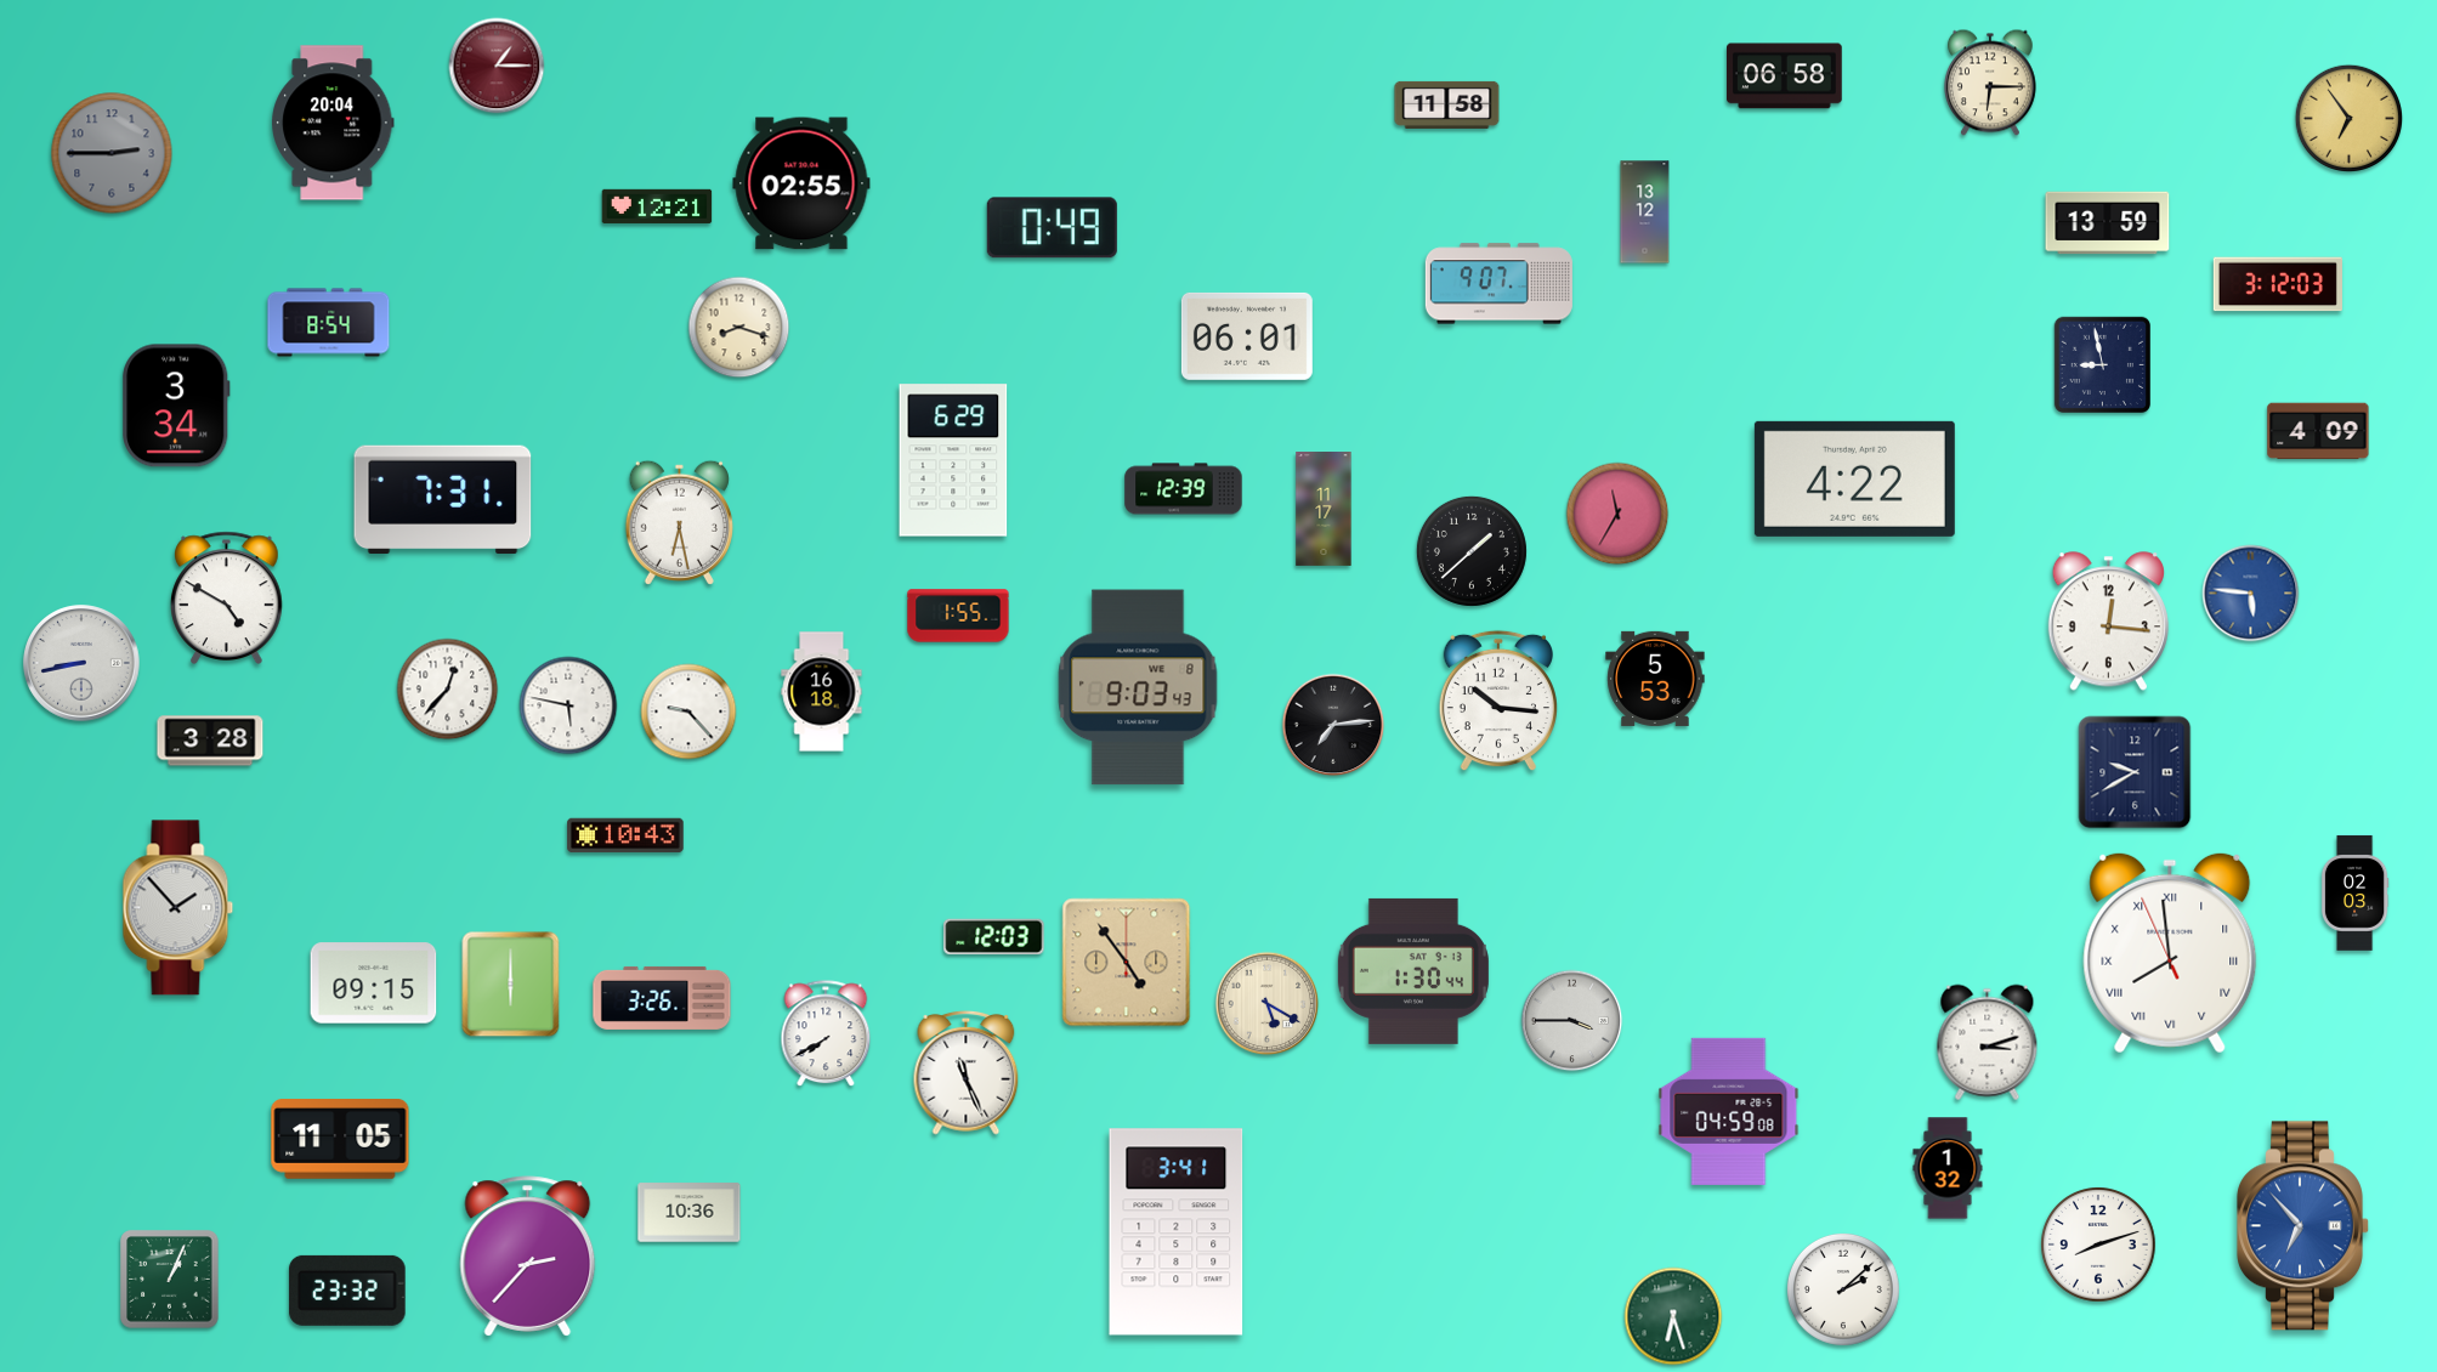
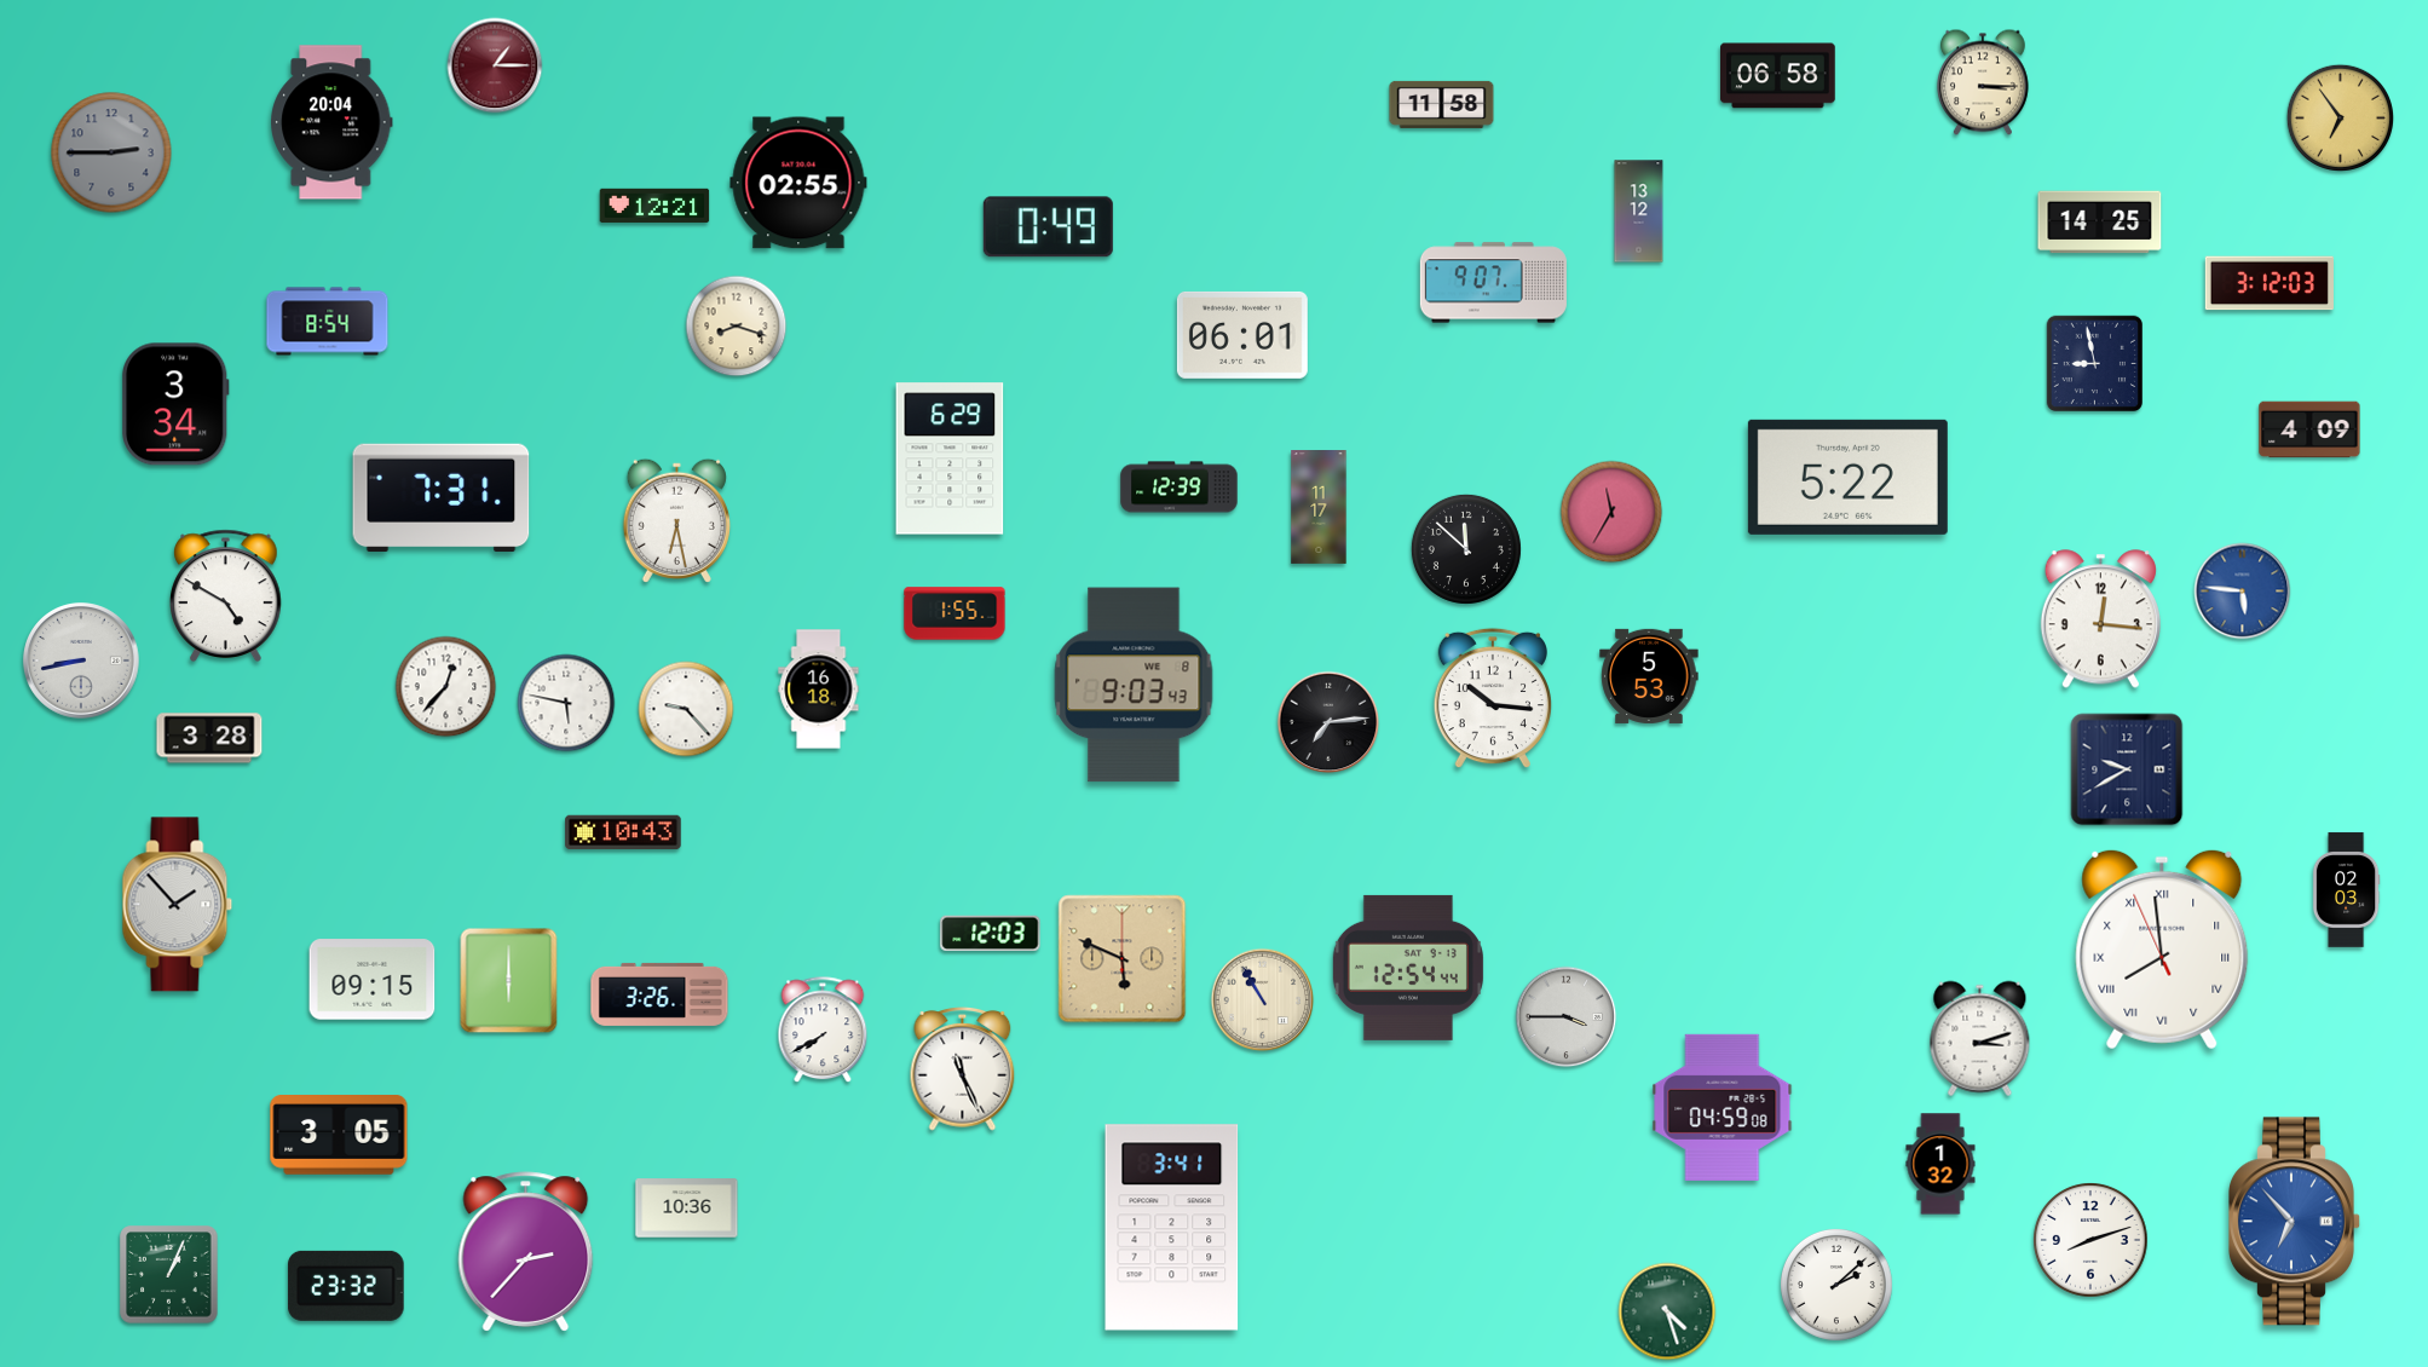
clock at (1990, 83): 6:15 -> 3:15
clock at (2108, 223): 13:59 -> 14:25
clock at (1854, 478): 4:22 -> 5:22
clock at (1472, 551): 1:38 -> 11:52
clock at (1127, 963): 4:54 -> 5:49
clock at (1413, 971): 1:30 -> 12:54
clock at (1268, 1004): 5:20 -> 10:55
clock at (340, 1140): 11:05 -> 3:05
clock at (1673, 1316): 6:27 -> 4:27
